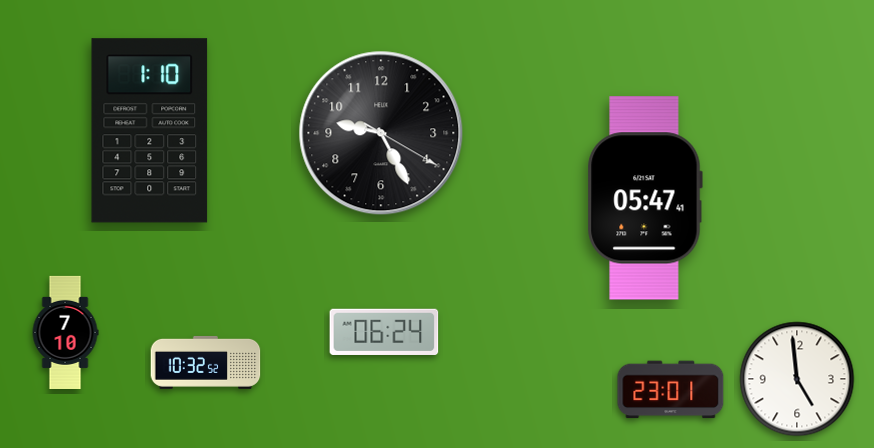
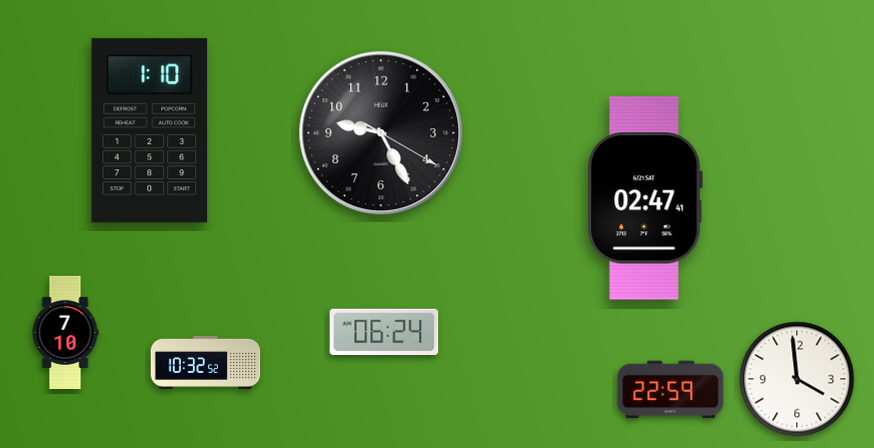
clock at (645, 198): 05:47 -> 02:47
clock at (797, 379): 4:59 -> 3:59
clock at (671, 390): 23:01 -> 22:59
